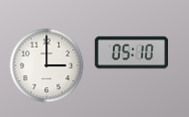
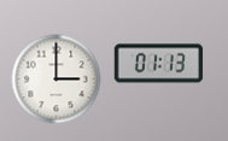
clock at (132, 53): 05:10 -> 01:13
